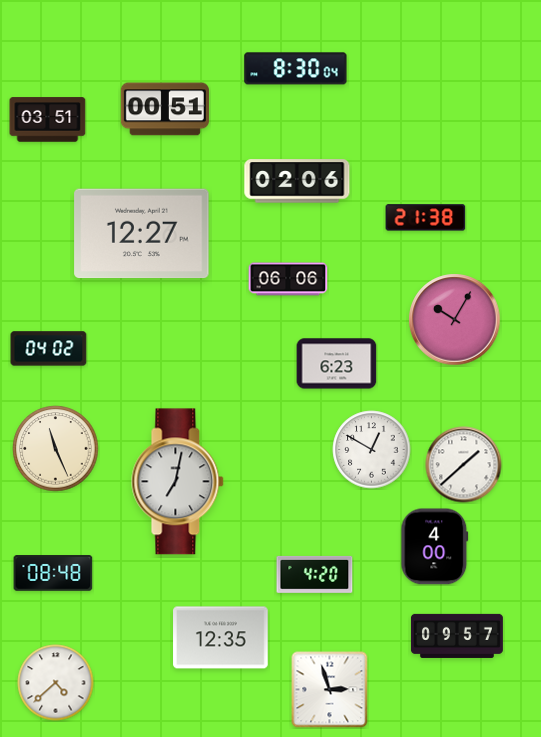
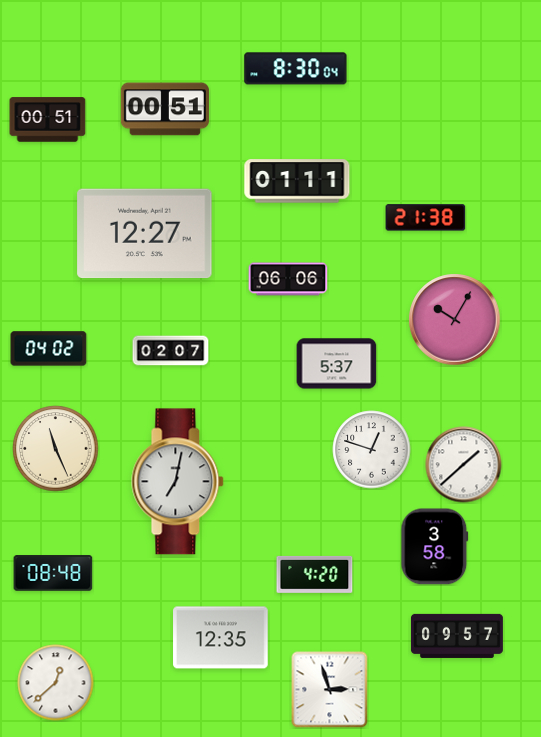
clock at (48, 120): 03:51 -> 00:51
clock at (297, 181): 02:06 -> 01:11
clock at (142, 234) position: (142, 234) -> (145, 234)
clock at (171, 351): none -> 02:07
clock at (337, 364): 6:23 -> 5:37
clock at (372, 450): 12:50 -> 12:48
clock at (435, 547): 4:00 -> 3:58
clock at (56, 683): 4:38 -> 12:38
